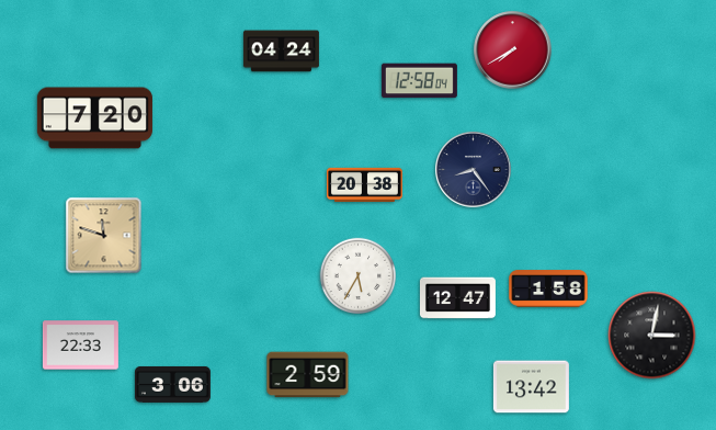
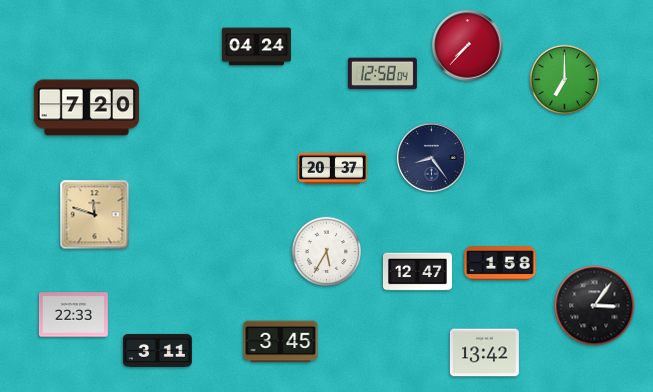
clock at (513, 50): 7:40 -> 7:37
clock at (565, 80): none -> 7:00
clock at (474, 170) position: (474, 170) -> (432, 158)
clock at (364, 184): 20:38 -> 20:37
clock at (652, 336): 3:02 -> 3:06
clock at (308, 375): 2:59 -> 3:45
clock at (172, 384): 3:06 -> 3:11
